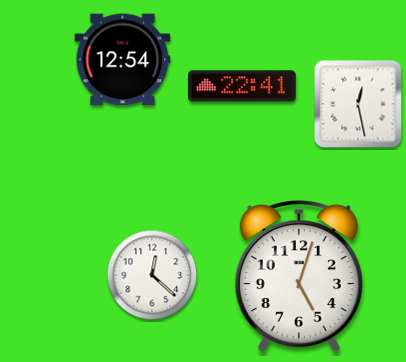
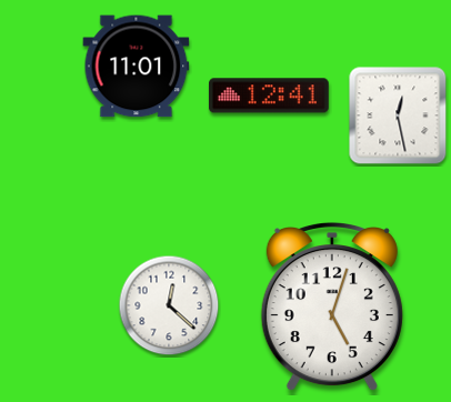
clock at (123, 60): 12:54 -> 11:01
clock at (243, 86): 22:41 -> 12:41
